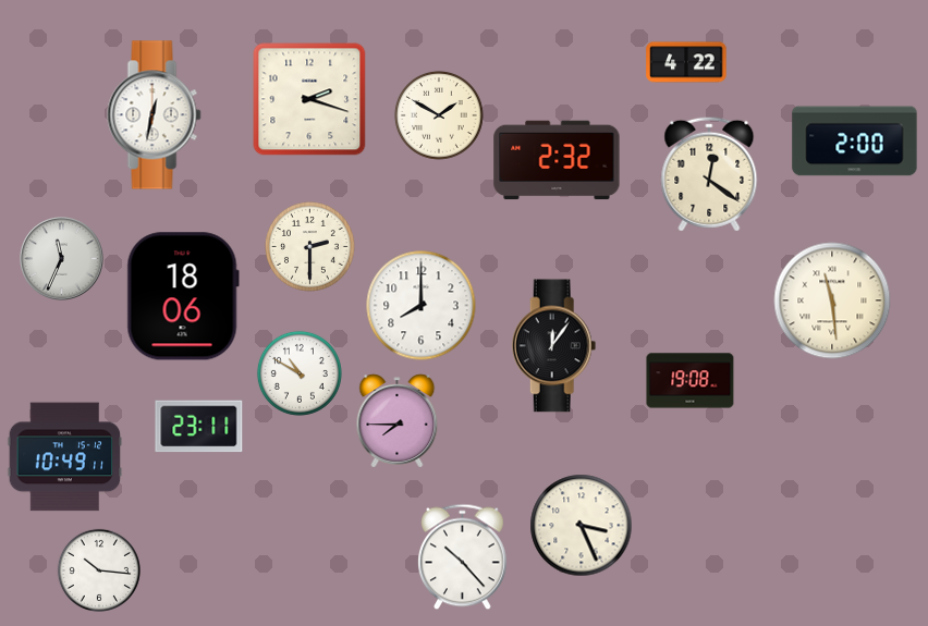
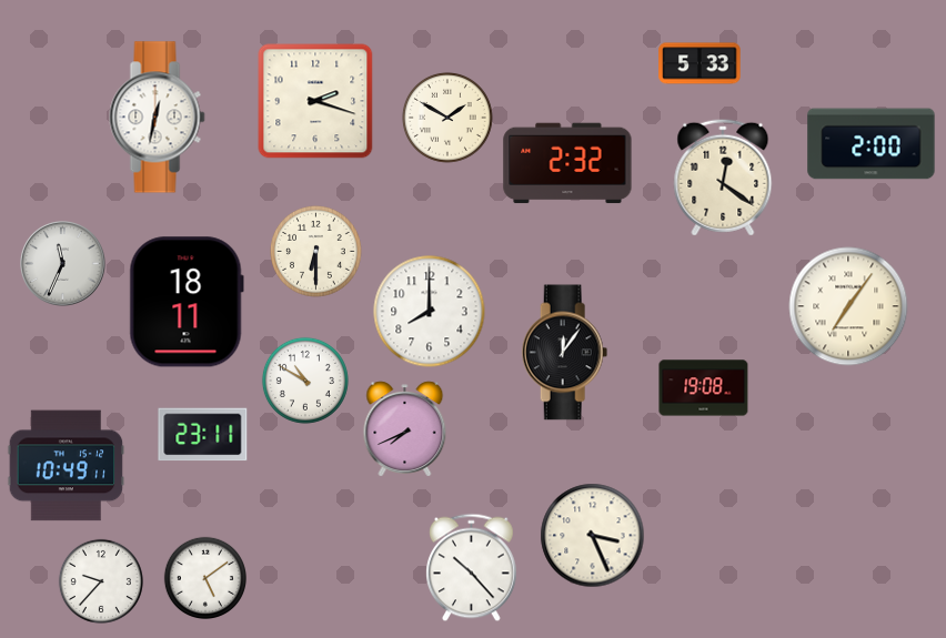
clock at (686, 62): 4:22 -> 5:33
clock at (310, 247): 2:30 -> 6:30
clock at (183, 296): 18:06 -> 18:11
clock at (832, 300): 11:29 -> 7:06
clock at (398, 421): 7:45 -> 7:41
clock at (204, 577): none -> 5:09
clock at (99, 570): 10:16 -> 9:37
